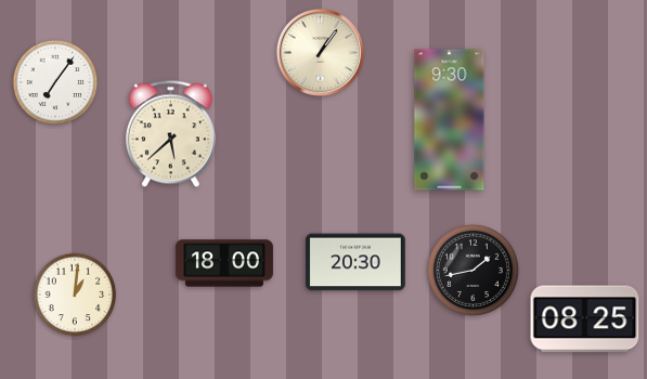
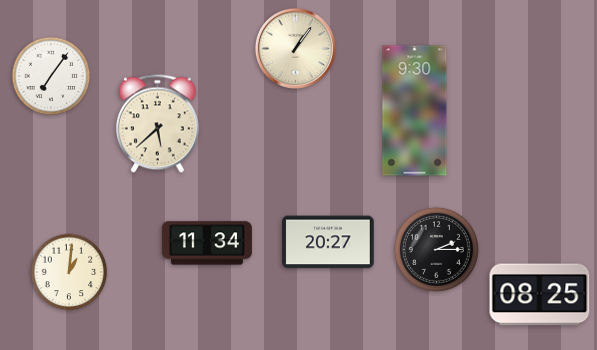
clock at (355, 262): 20:30 -> 20:27
clock at (224, 263): 18:00 -> 11:34
clock at (473, 270): 1:43 -> 2:15
